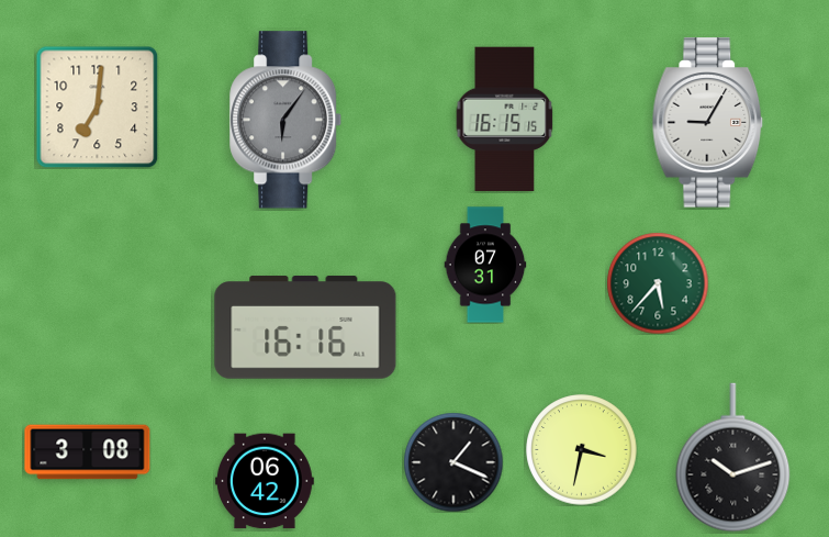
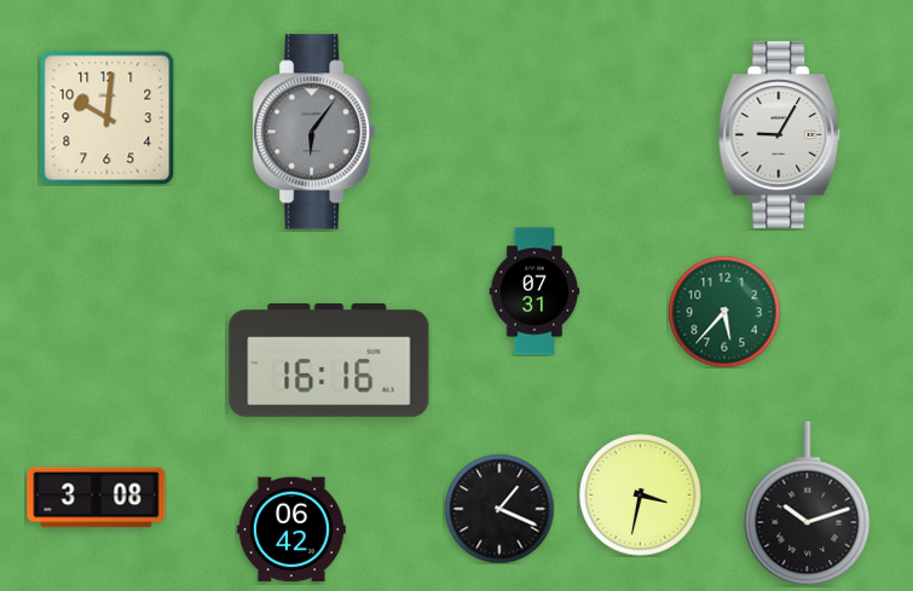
clock at (97, 107): 7:01 -> 10:01
clock at (505, 120): 16:15 -> none
clock at (305, 327) position: (305, 327) -> (329, 360)
